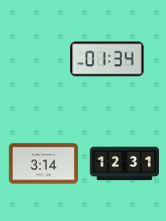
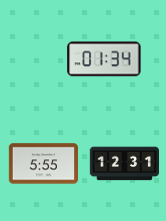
clock at (107, 59) position: (107, 59) -> (104, 59)
clock at (43, 164): 3:14 -> 5:55
